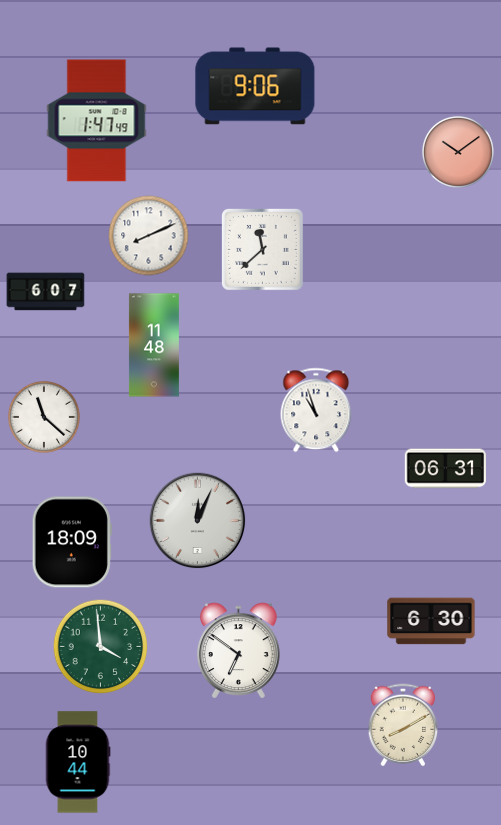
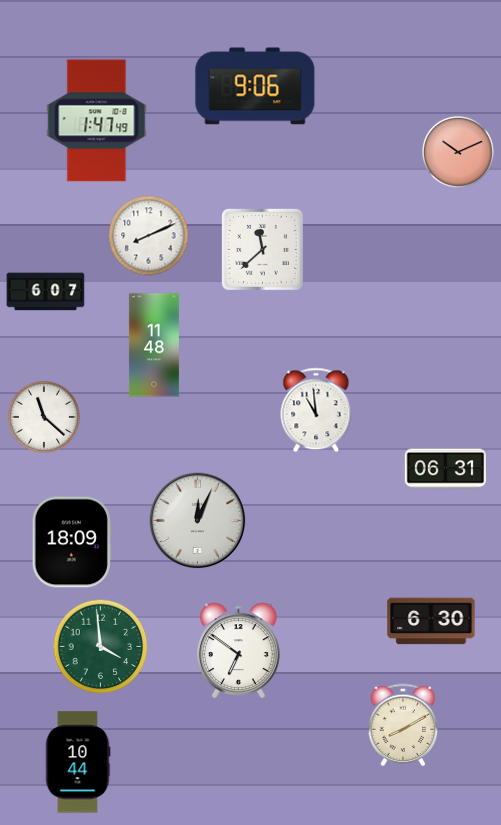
clock at (458, 152): 10:09 -> 10:11
clock at (316, 410): 10:57 -> 10:59
